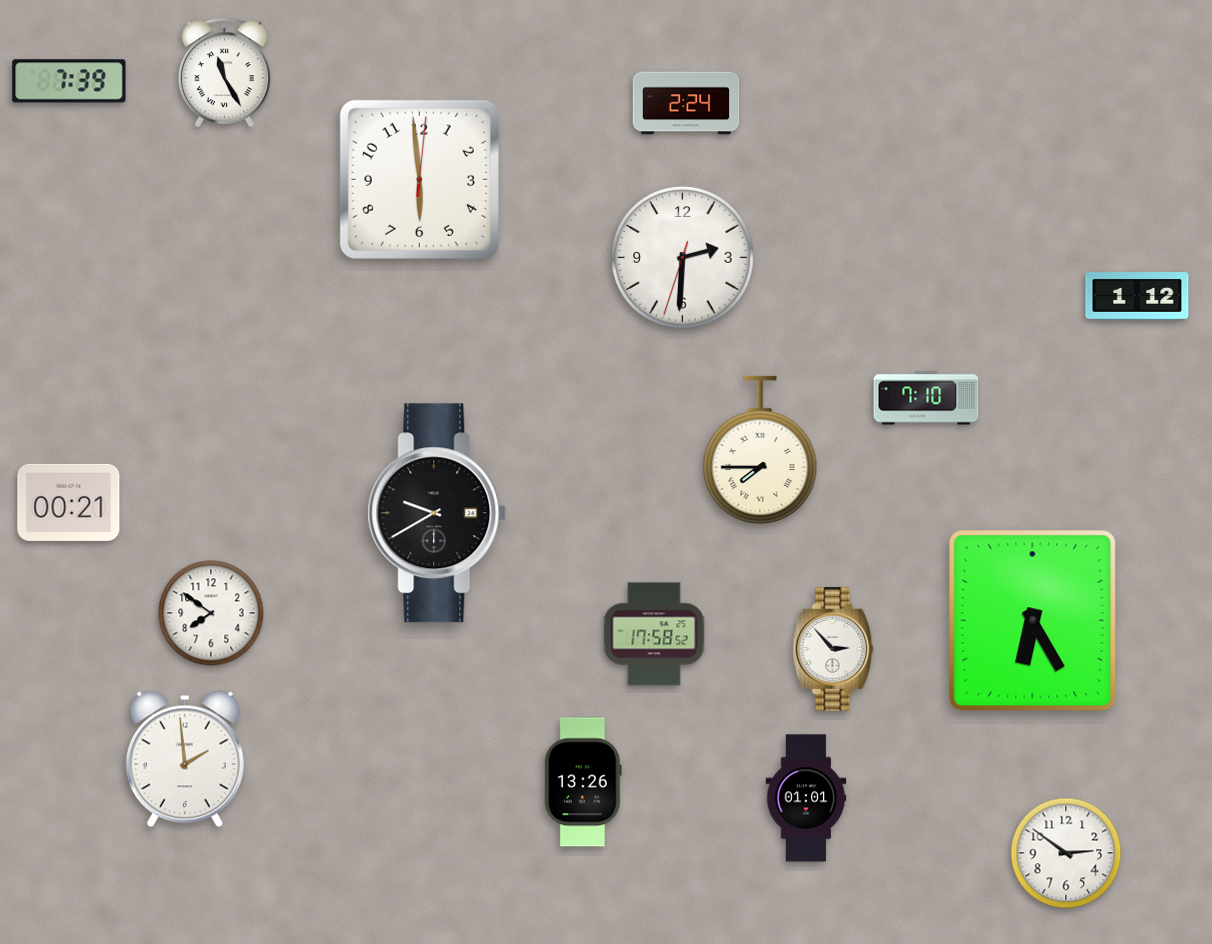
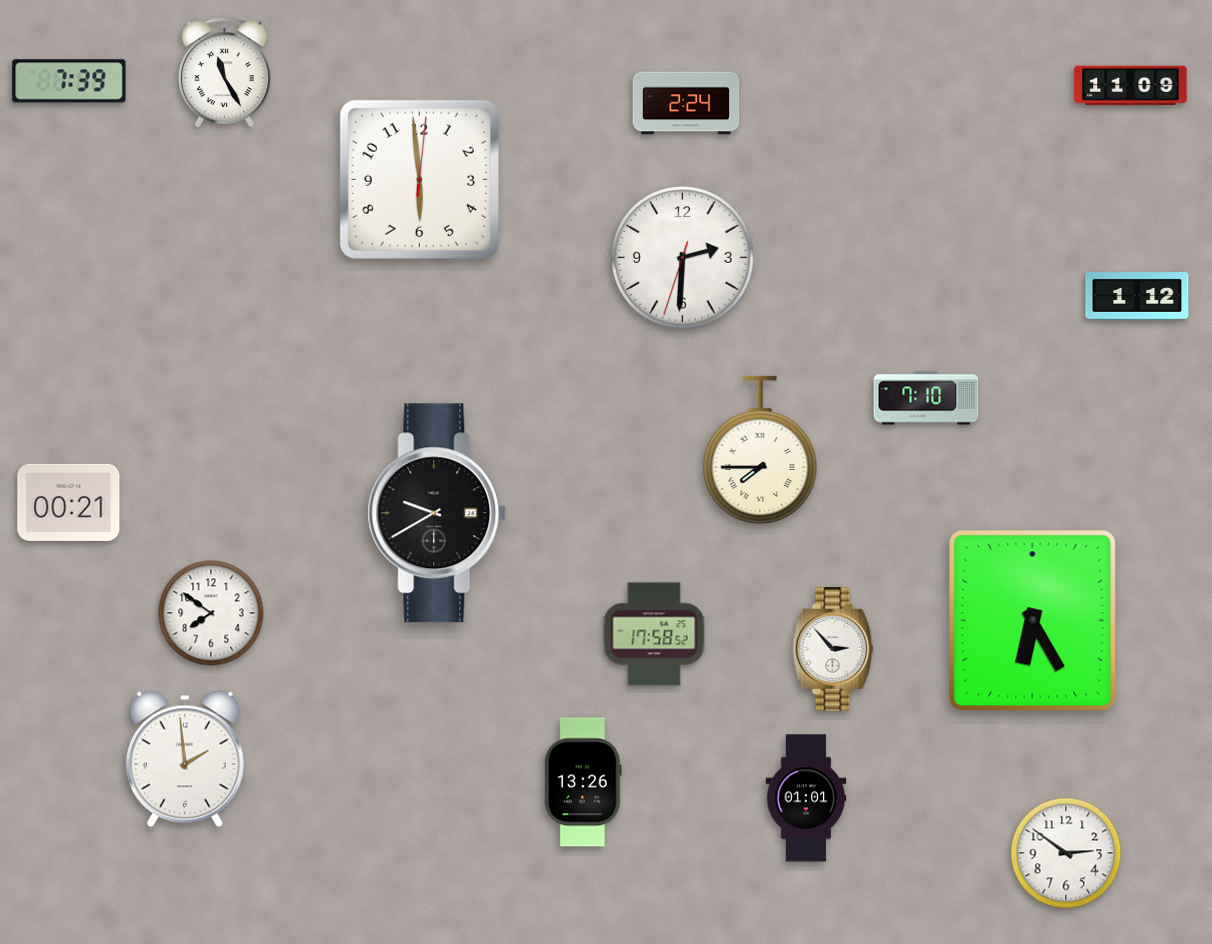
clock at (1131, 86): none -> 11:09
